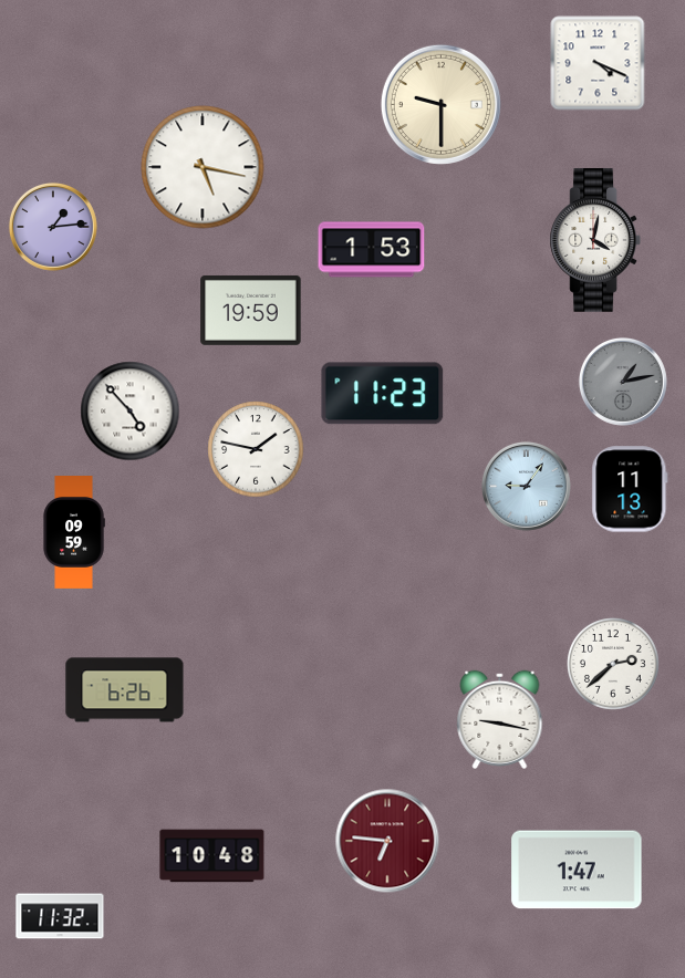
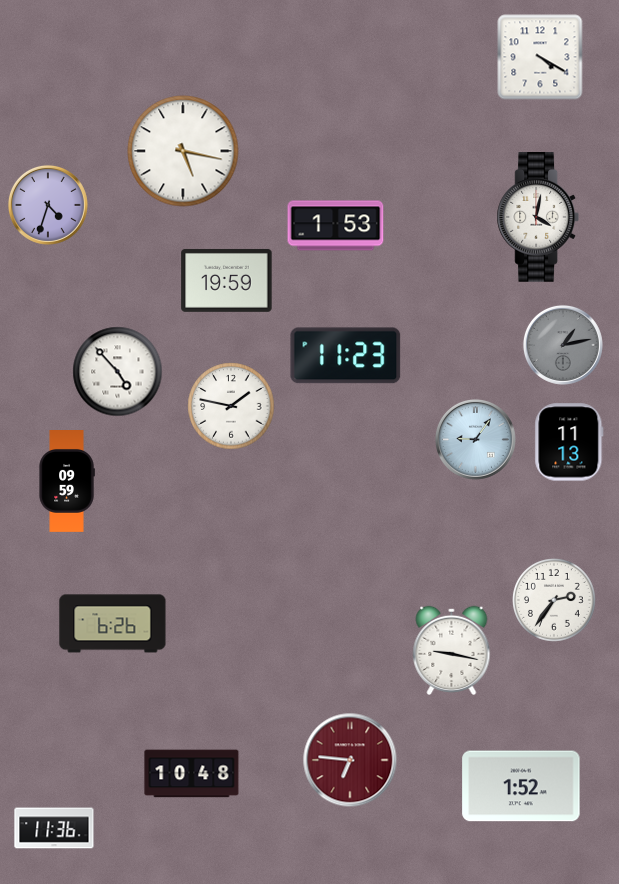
clock at (598, 63): 4:19 -> 4:20
clock at (440, 104): 9:30 -> none
clock at (53, 227): 1:14 -> 4:33
clock at (614, 665): 2:38 -> 2:36
clock at (577, 870): 1:47 -> 1:52
clock at (60, 916): 11:32 -> 11:36
